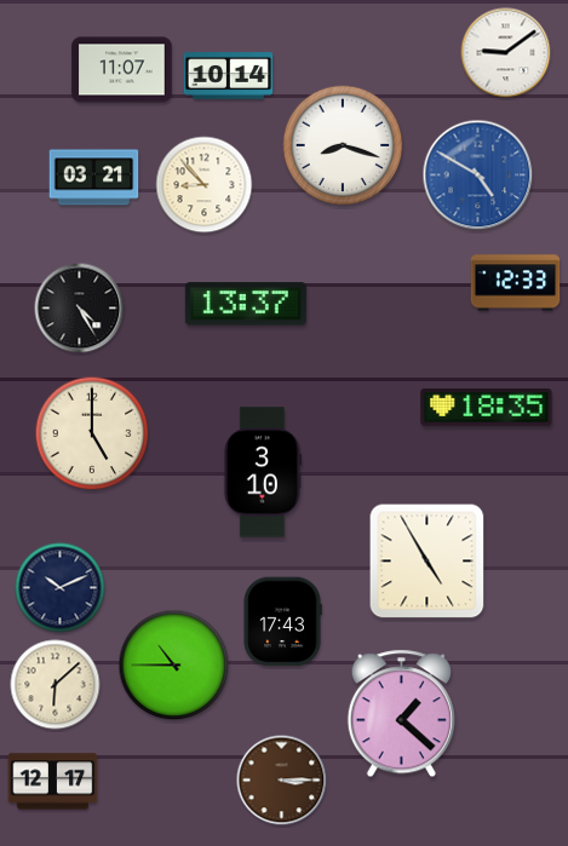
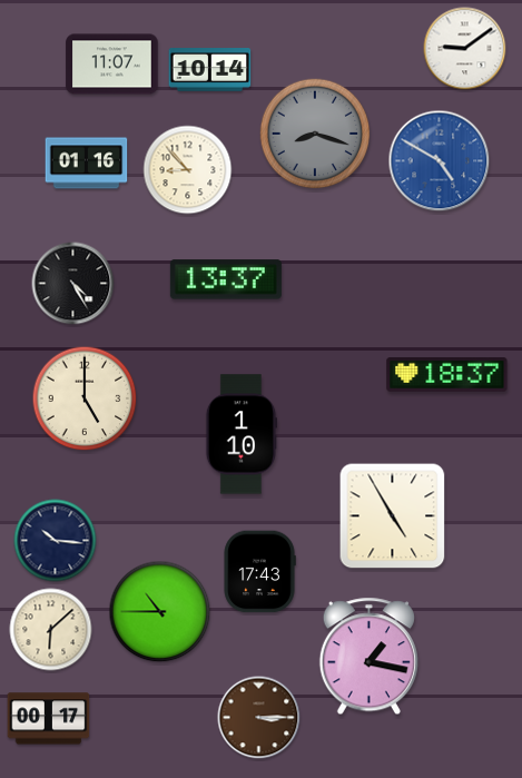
clock at (343, 145) dial: white -> grey
clock at (94, 178): 03:21 -> 01:16
clock at (516, 283): 12:33 -> none
clock at (487, 407): 18:35 -> 18:37
clock at (262, 472): 3:10 -> 1:10
clock at (61, 588): 10:11 -> 10:16
clock at (401, 714): 1:22 -> 1:17
clock at (53, 782): 12:17 -> 00:17
